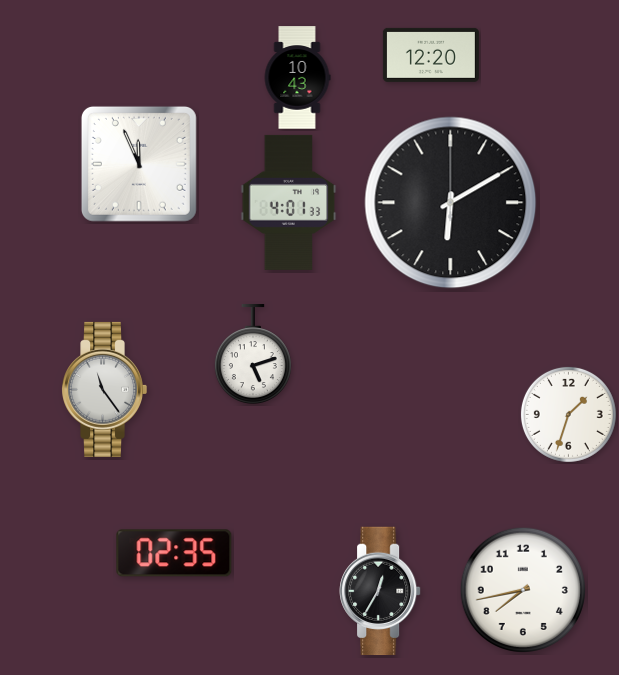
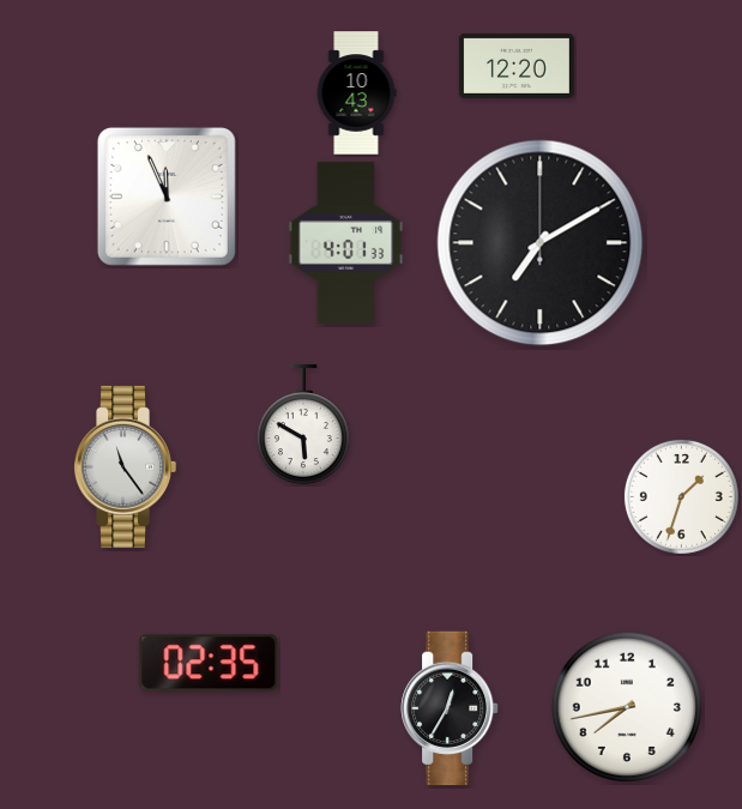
clock at (451, 203): 6:10 -> 7:10
clock at (253, 354): 5:12 -> 5:50
clock at (380, 591) position: (380, 591) -> (450, 708)
